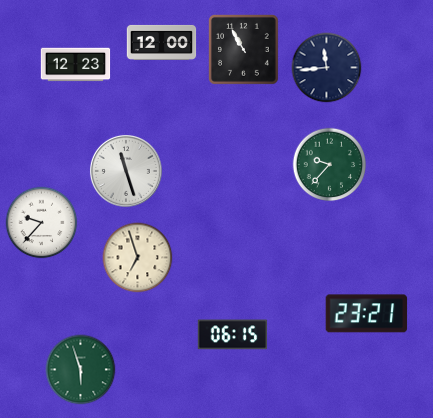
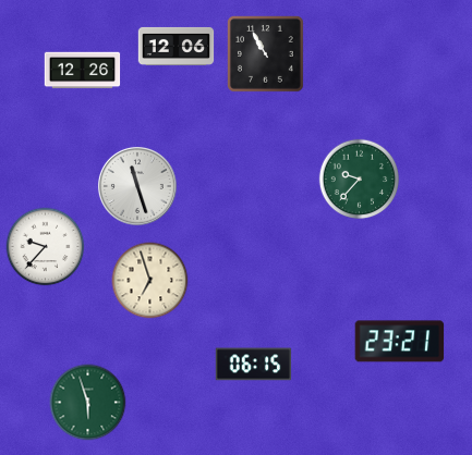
clock at (162, 42): 12:00 -> 12:06
clock at (76, 65): 12:23 -> 12:26
clock at (327, 68): 11:44 -> none
clock at (42, 223) position: (42, 223) -> (46, 247)
